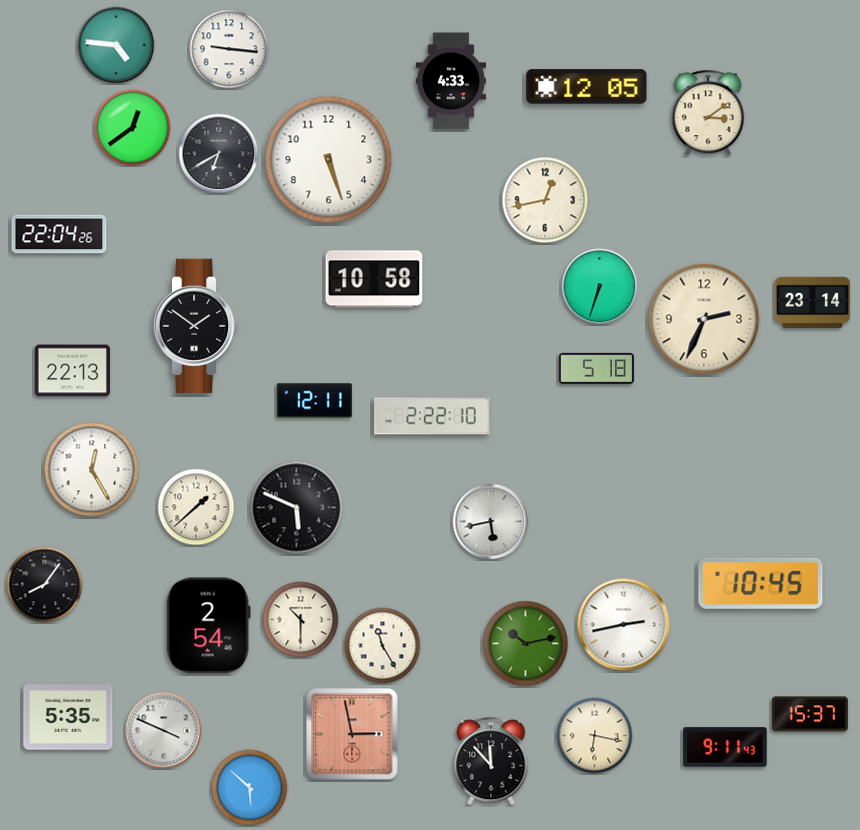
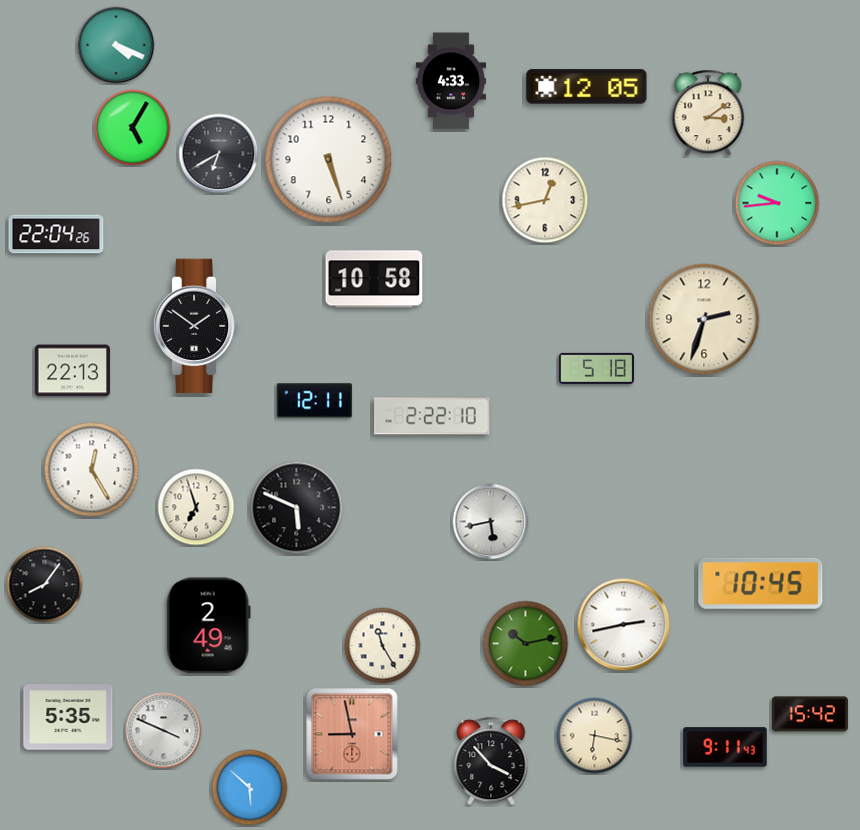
clock at (116, 45): 4:46 -> 4:19
clock at (229, 49): 9:16 -> none
clock at (133, 128): 12:39 -> 5:05
clock at (777, 203): none -> 9:44
clock at (59, 234) position: (59, 234) -> (56, 234)
clock at (600, 287): 6:33 -> none
clock at (812, 303): 23:14 -> none
clock at (704, 319): 2:34 -> 2:33
clock at (196, 507): 1:38 -> 6:57
clock at (301, 620): 10:30 -> none
clock at (208, 626): 2:54 -> 2:49
clock at (810, 714): 15:37 -> 15:42
clock at (352, 734): 2:58 -> 8:58
clock at (491, 762): 11:53 -> 3:53
